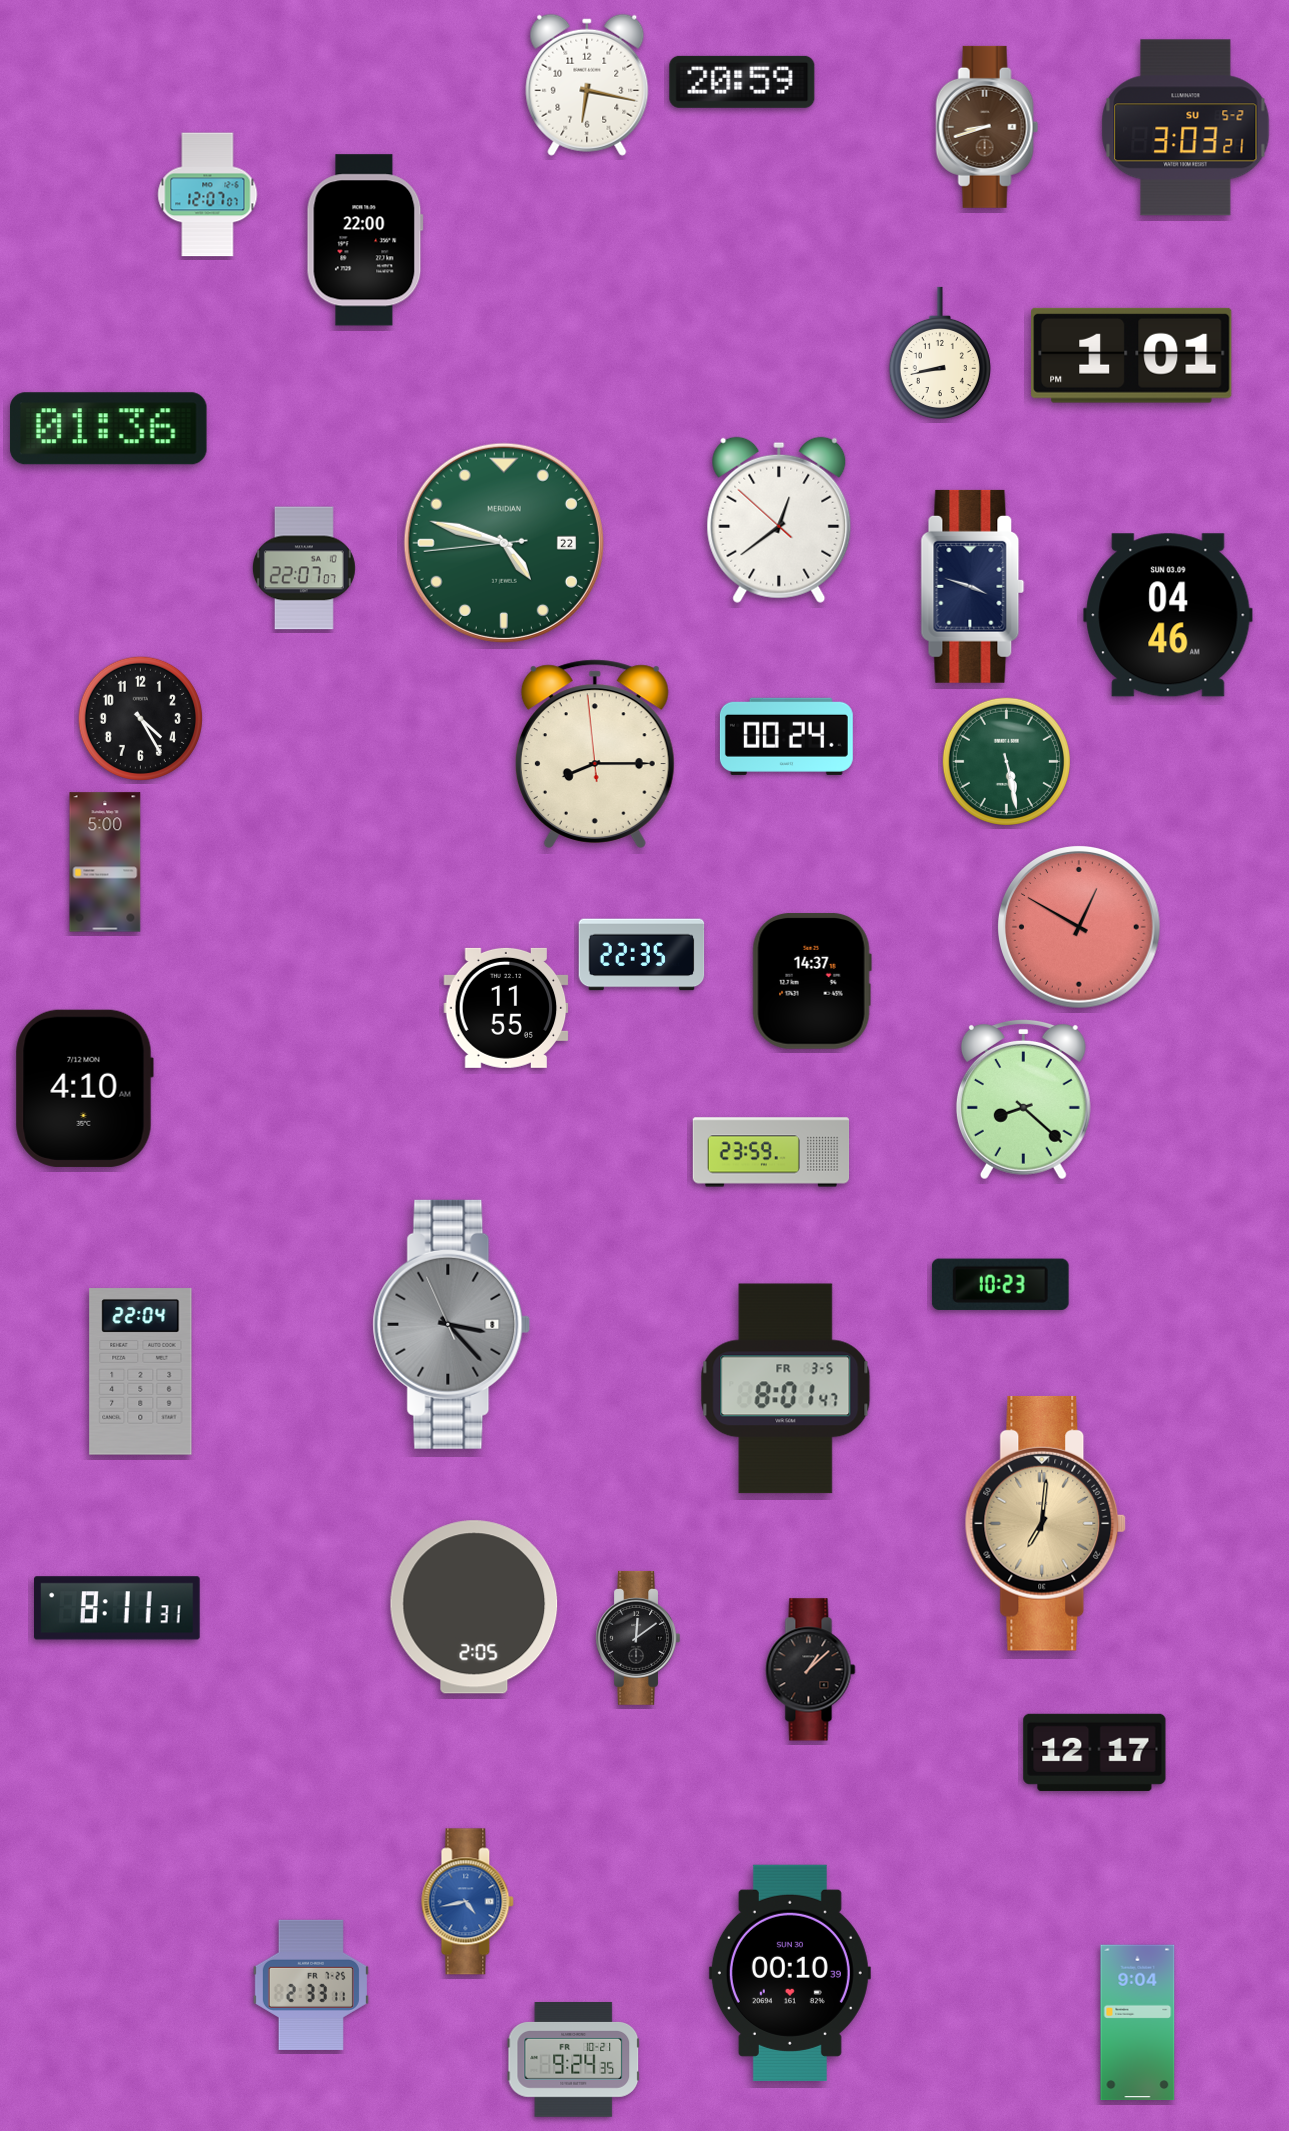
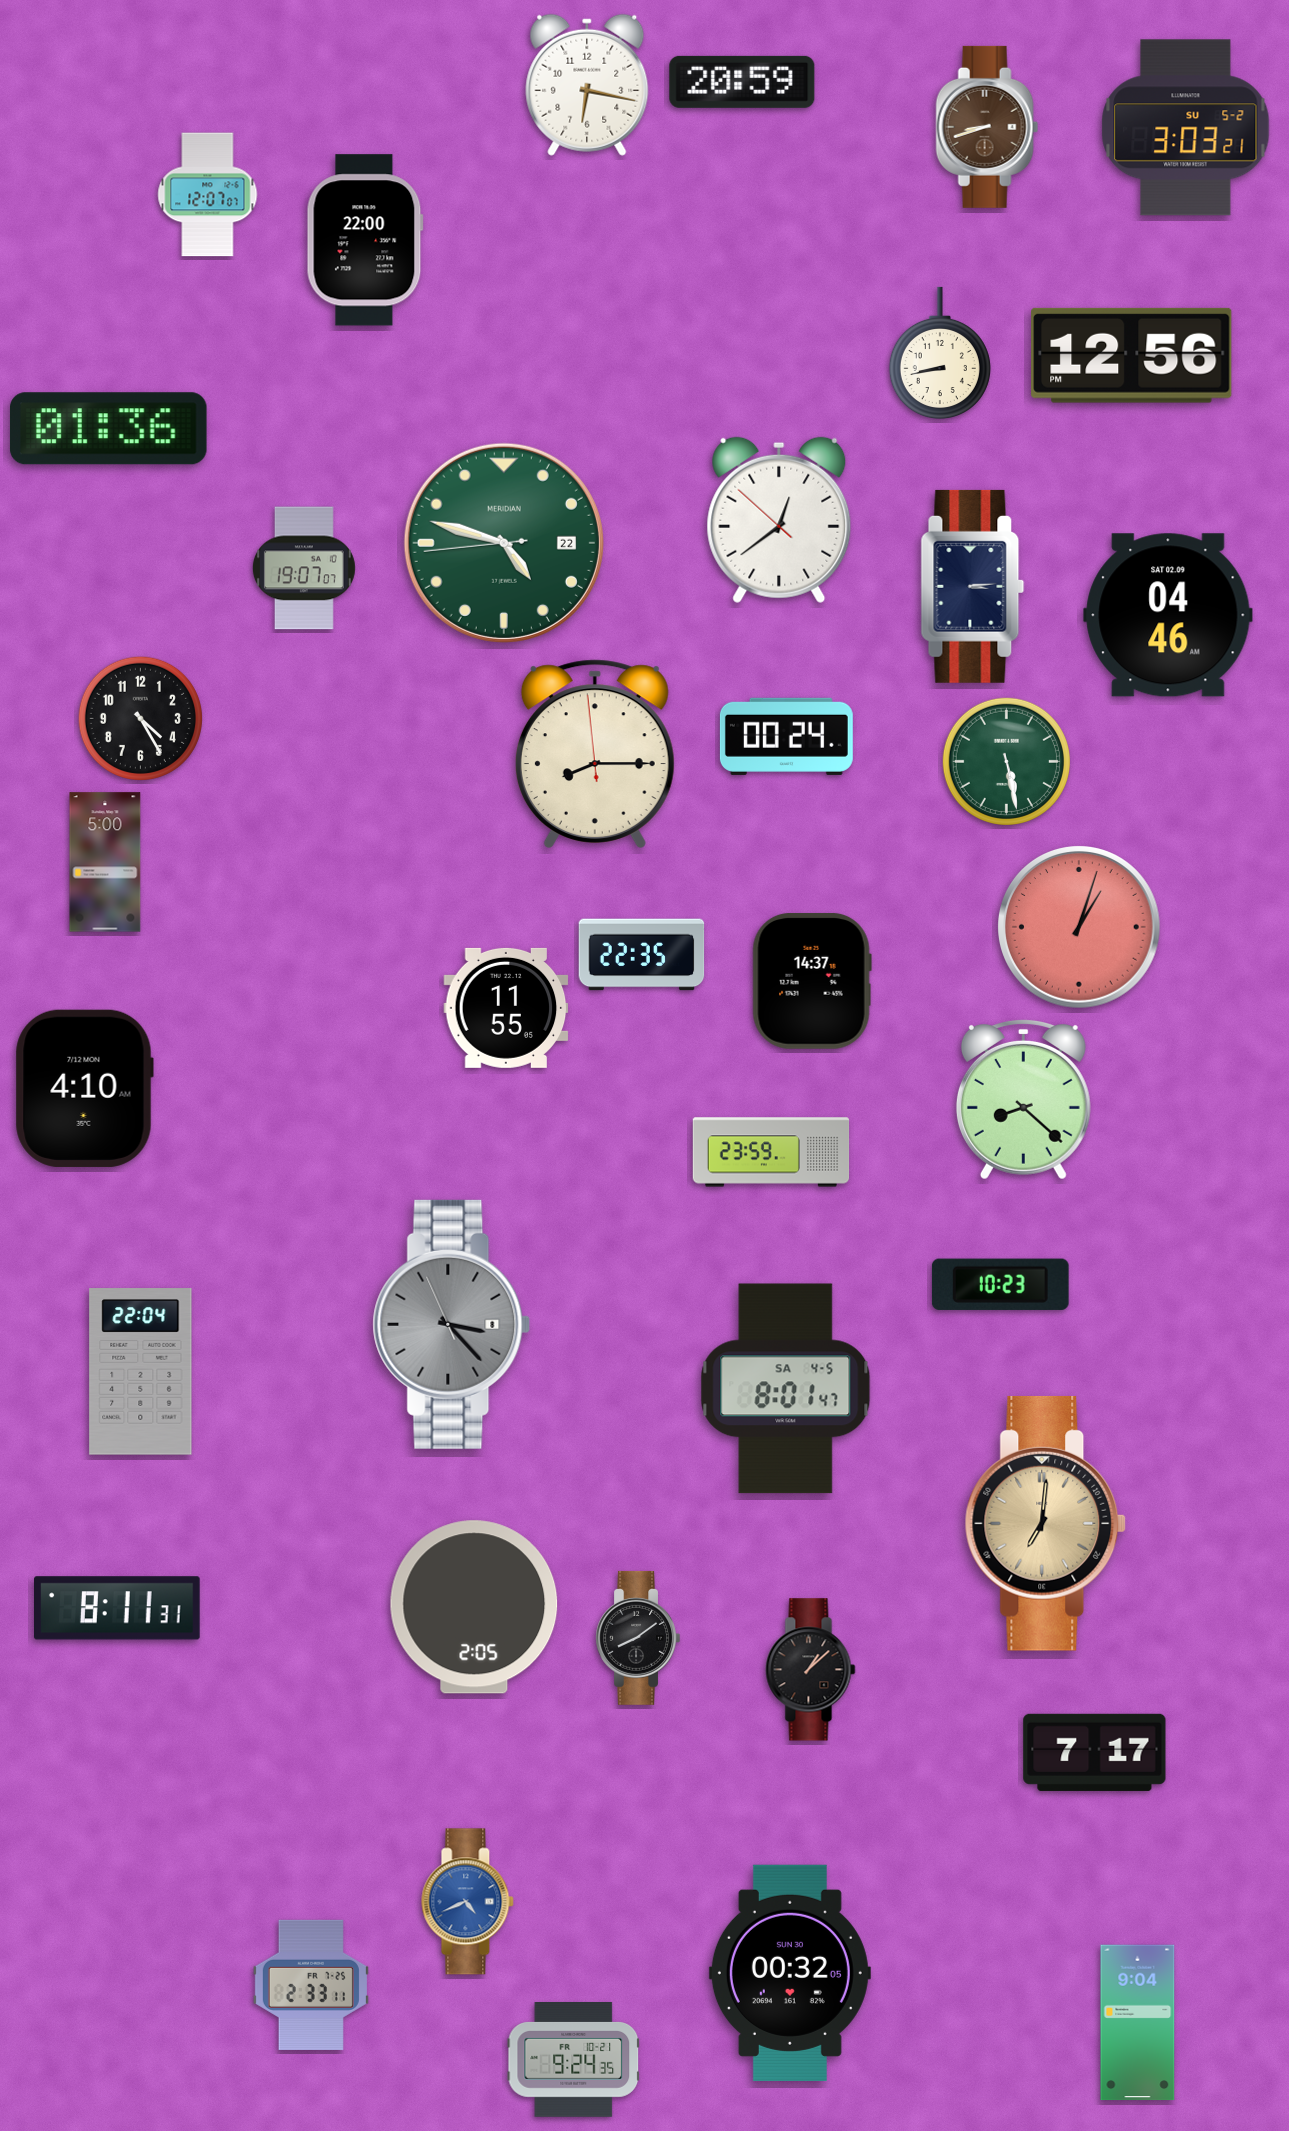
clock at (1132, 355): 1:01 -> 12:56
clock at (304, 568): 22:07 -> 19:07
clock at (973, 586): 3:48 -> 3:14
clock at (1168, 615) date: SUN 03.09 -> SAT 02.09
clock at (1080, 928): 12:50 -> 1:03
clock at (786, 1389) date: FR 3-5 -> SA 4-5
clock at (638, 1638): 12:09 -> 8:09
clock at (1095, 1752): 12:17 -> 7:17
clock at (468, 1902): 4:43 -> 4:41
clock at (790, 1973): 00:10 -> 00:32
